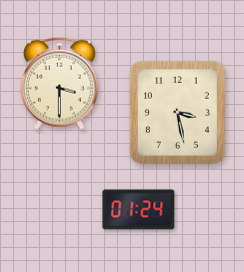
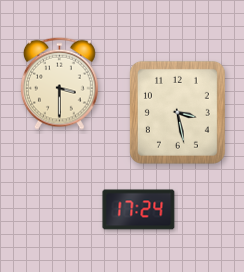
clock at (139, 210): 01:24 -> 17:24
